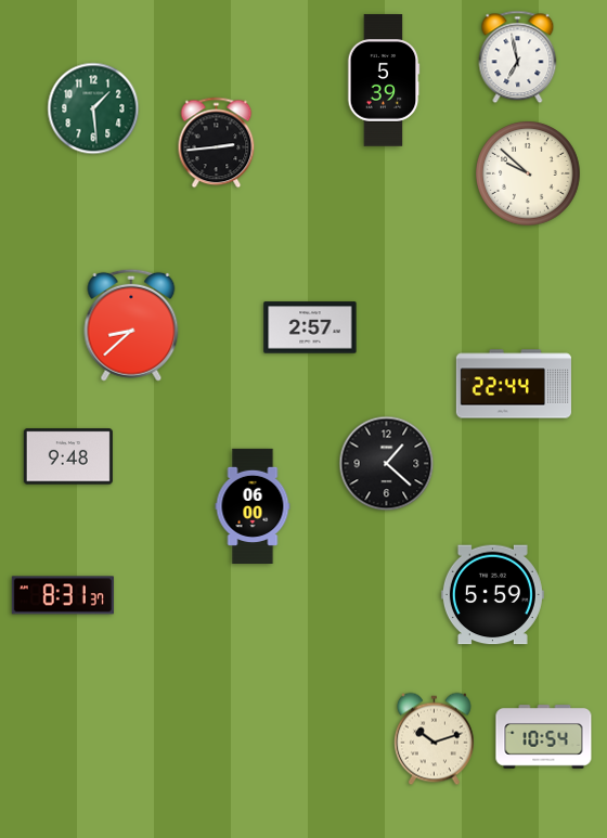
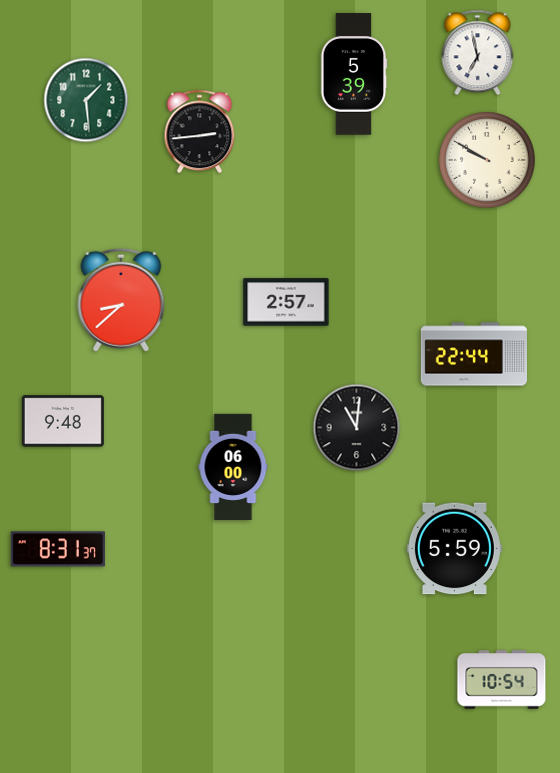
clock at (529, 175): 9:52 -> 9:50
clock at (387, 464): 1:22 -> 11:01
clock at (434, 739): 10:12 -> none
